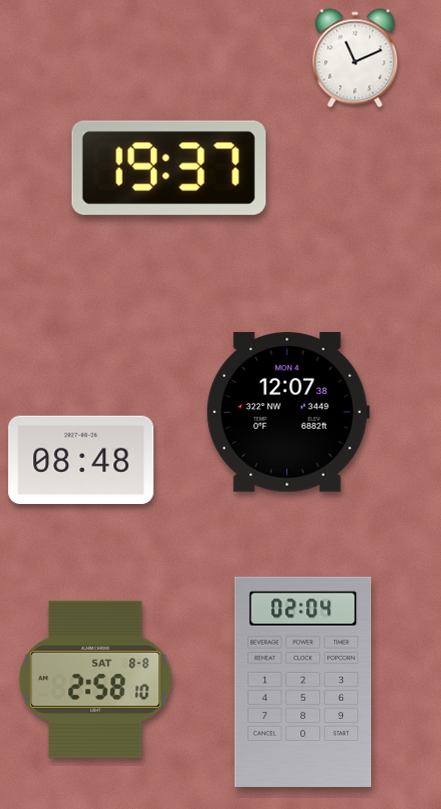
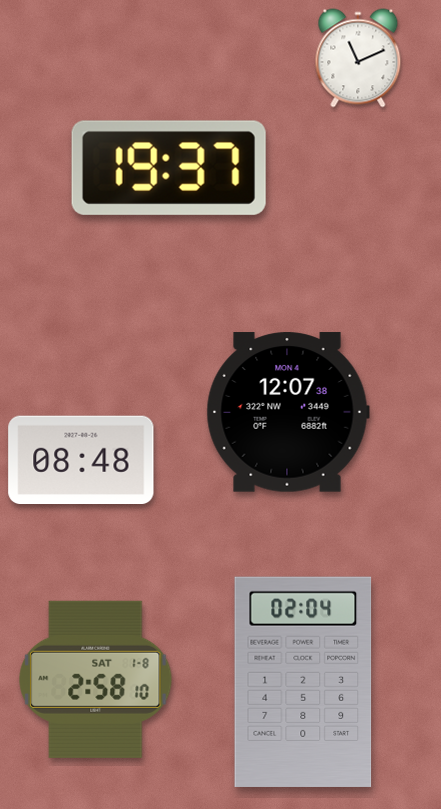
clock at (355, 58) position: (355, 58) -> (358, 58)
clock at (96, 679) date: SAT 8-8 -> SAT 1-8
